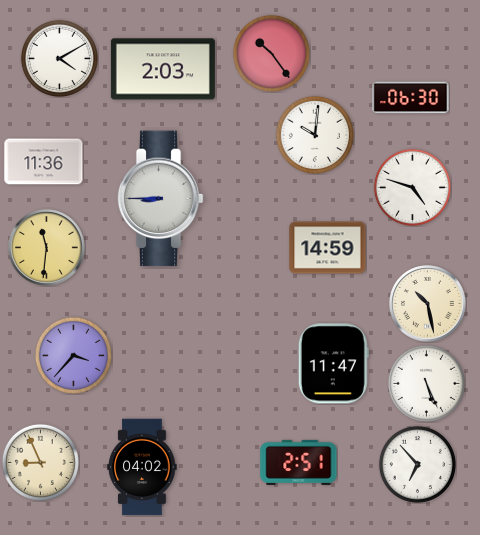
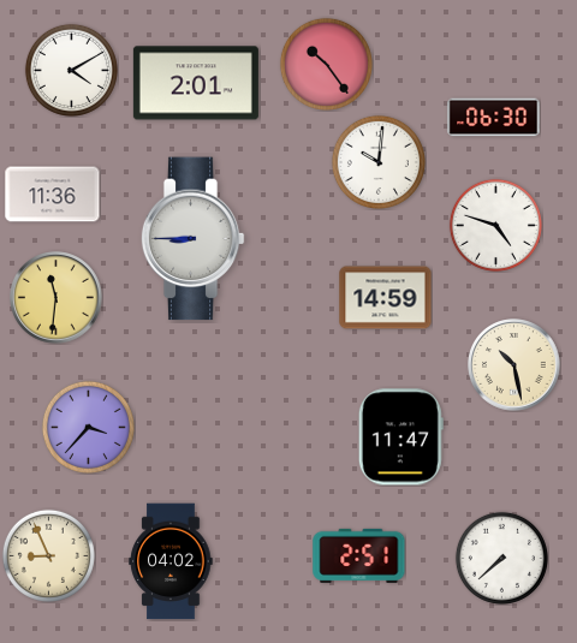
clock at (163, 69): 2:03 -> 2:01
clock at (328, 248) position: (328, 248) -> (386, 298)
clock at (426, 383): 5:26 -> none
clock at (417, 464): 6:53 -> 7:38
